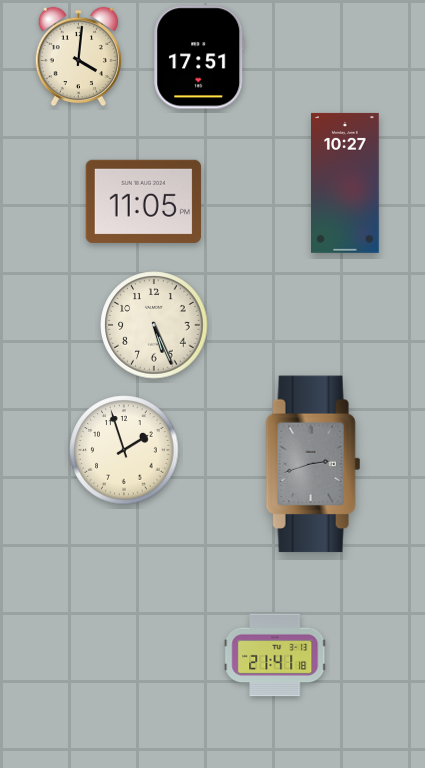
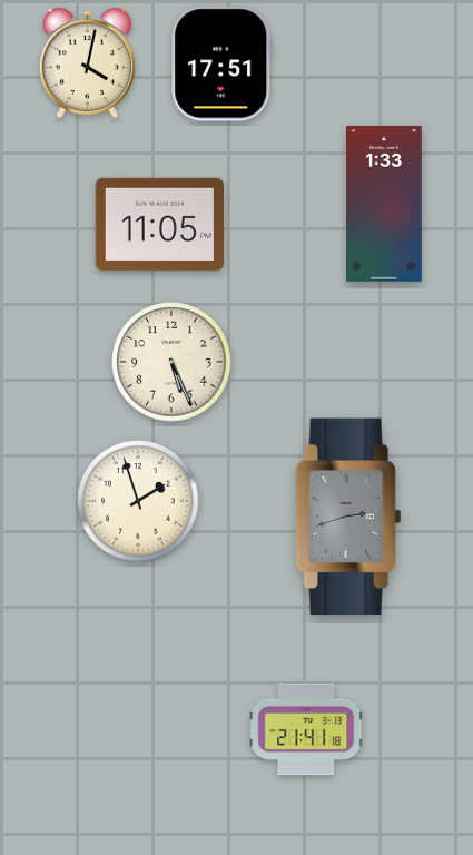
clock at (78, 57): 4:01 -> 4:02
clock at (346, 183): 10:27 -> 1:33
